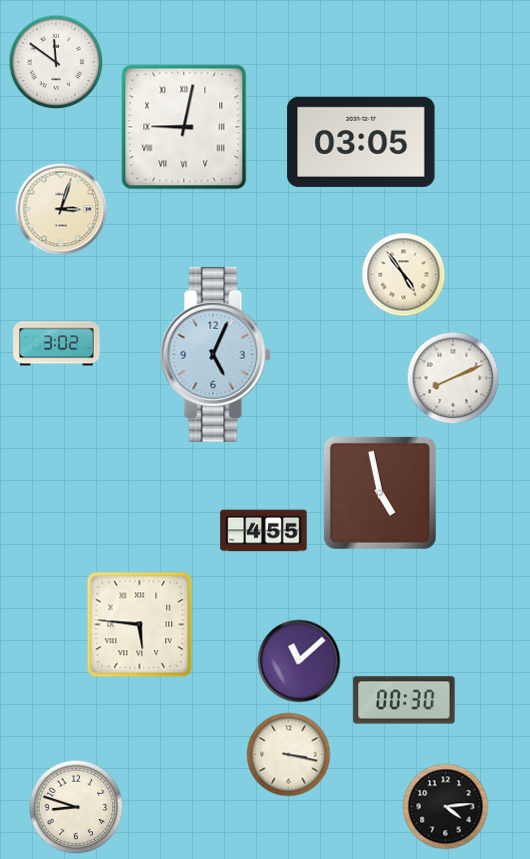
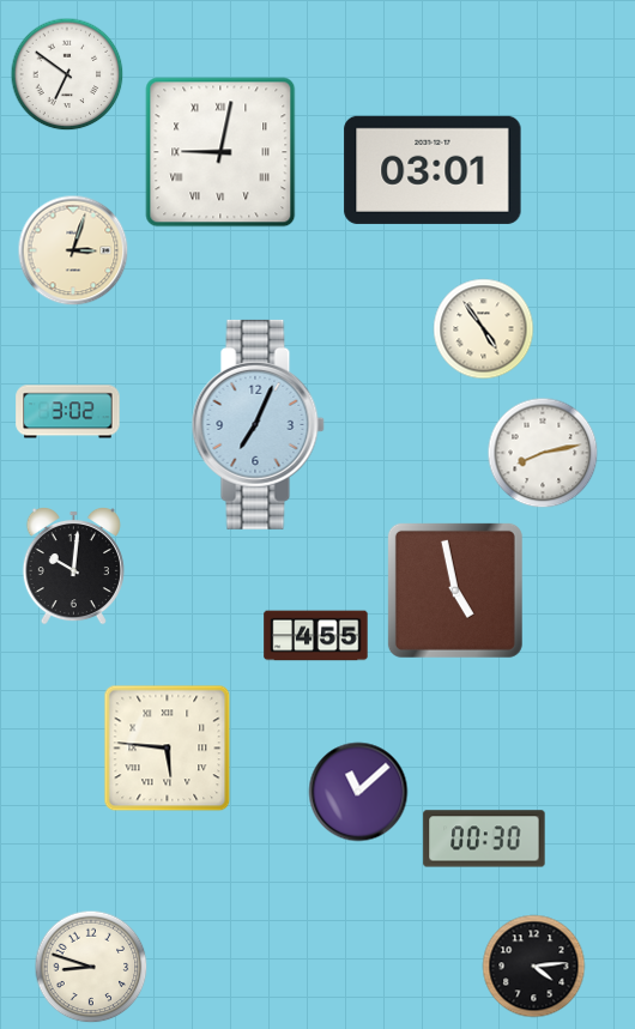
clock at (56, 62): 11:51 -> 6:51
clock at (361, 142): 03:05 -> 03:01
clock at (215, 354): 5:04 -> 7:04
clock at (453, 378): 8:11 -> 8:13
clock at (73, 565): none -> 10:01
clock at (289, 755): 3:17 -> none
